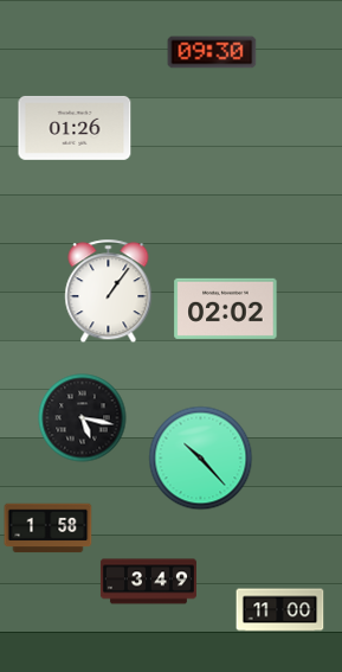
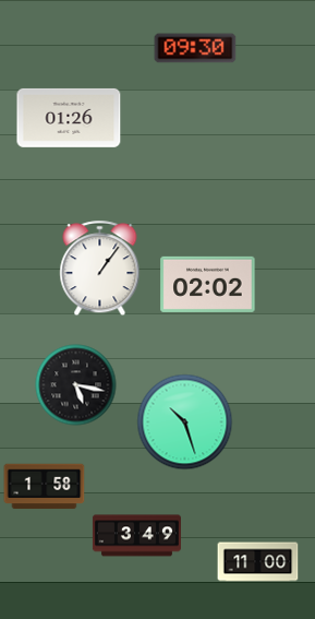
clock at (201, 459): 10:23 -> 10:27
